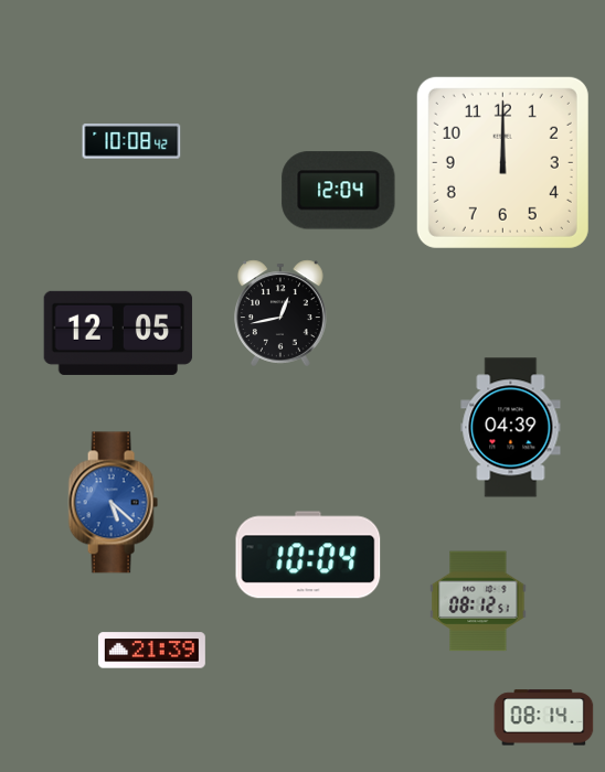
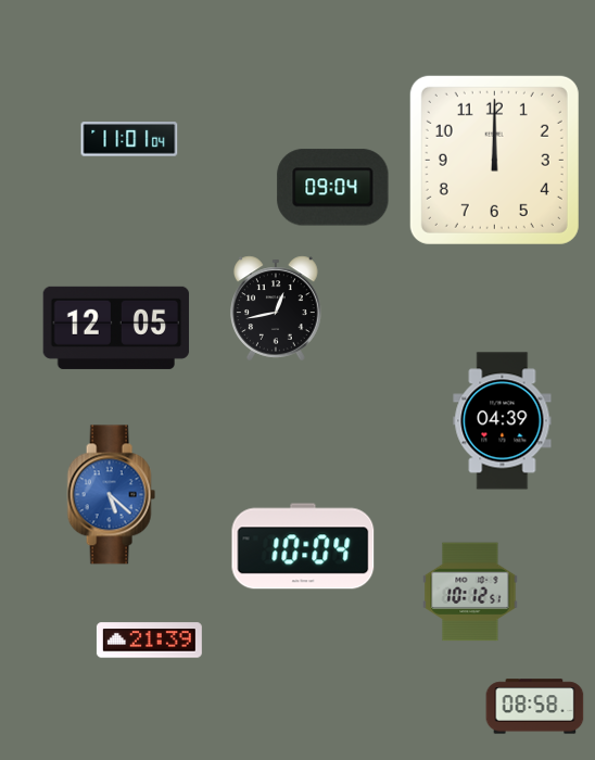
clock at (131, 141): 10:08 -> 11:01
clock at (339, 191): 12:04 -> 09:04
clock at (478, 601): 08:12 -> 10:12
clock at (544, 718): 08:14 -> 08:58
